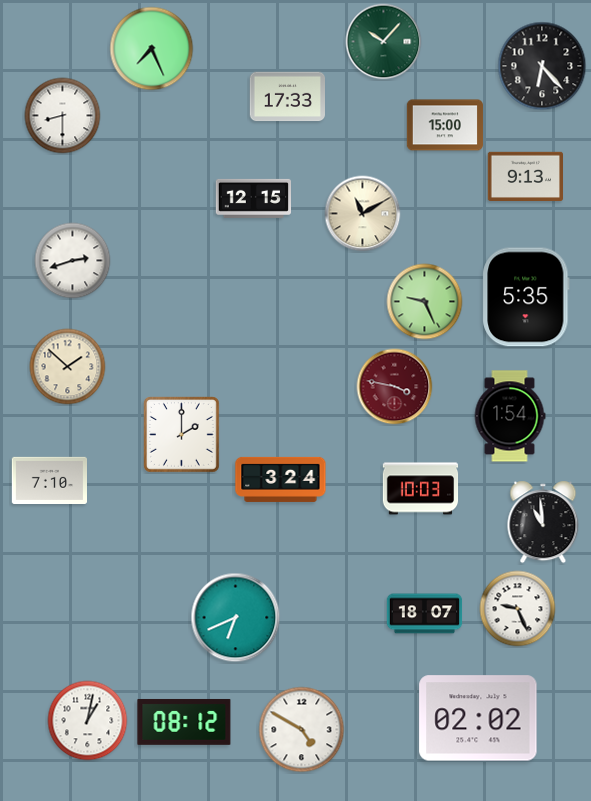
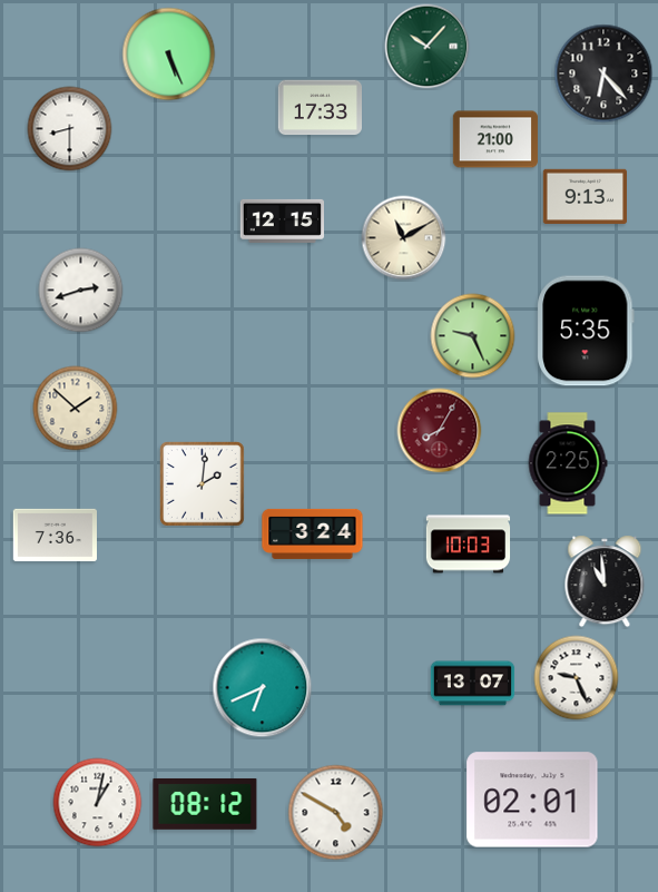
clock at (152, 49): 7:26 -> 5:26
clock at (445, 125): 15:00 -> 21:00
clock at (395, 387): 3:47 -> 8:05
clock at (510, 416): 1:54 -> 2:25
clock at (182, 435): 2:00 -> 2:01
clock at (49, 480): 7:10 -> 7:36
clock at (425, 614): 18:07 -> 13:07
clock at (478, 718): 02:02 -> 02:01
